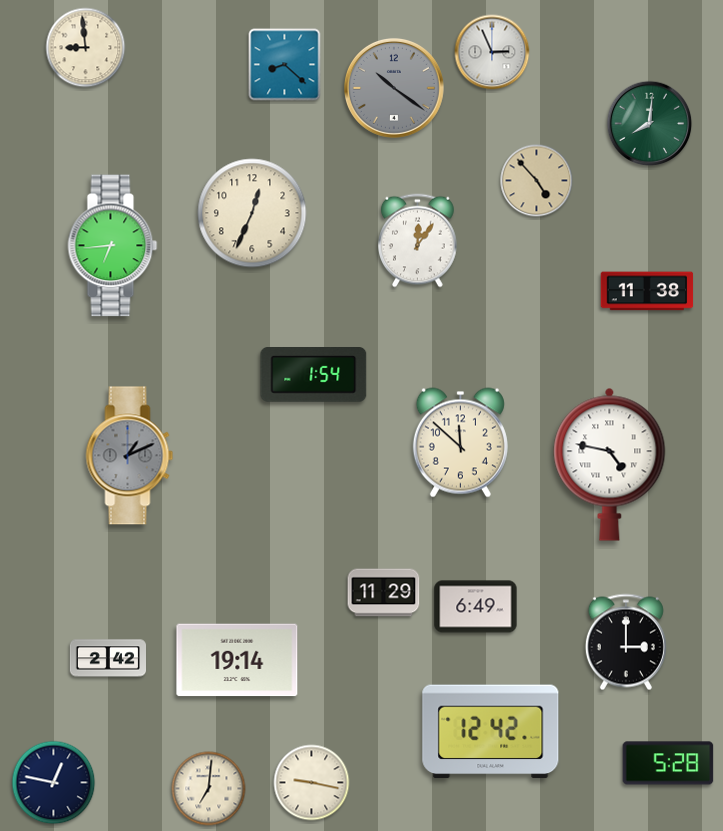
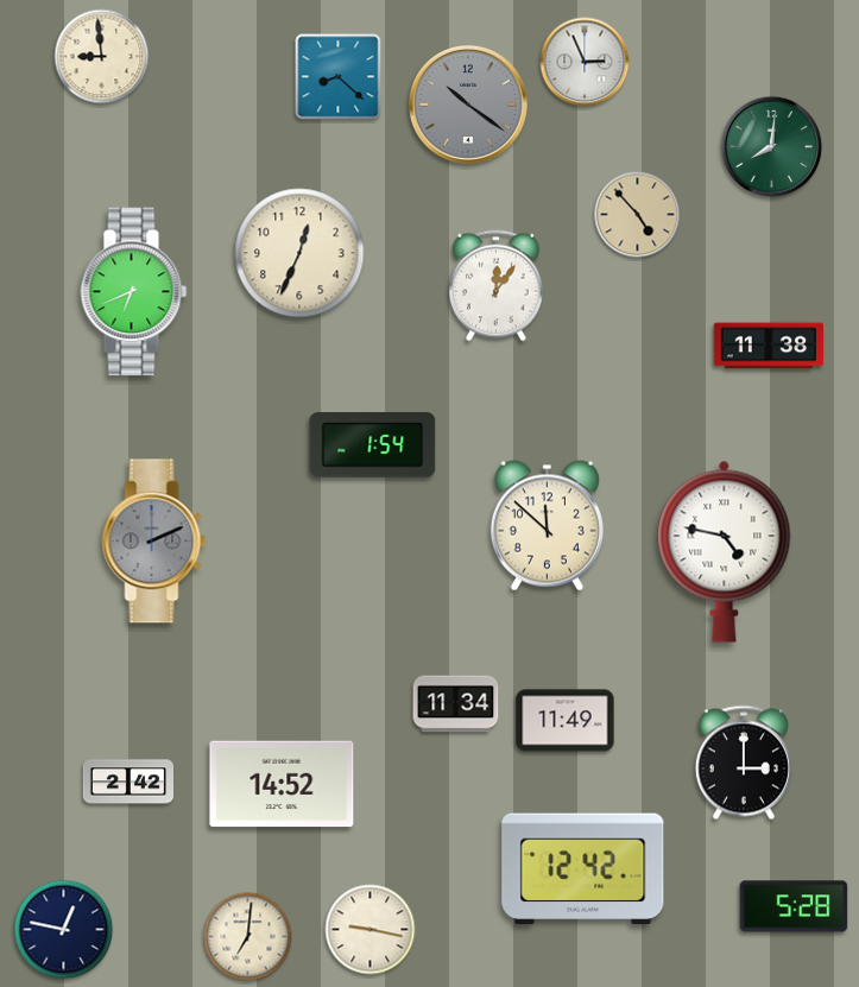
clock at (113, 246): 6:44 -> 6:41
clock at (130, 456): 1:11 -> 2:11
clock at (384, 593): 11:29 -> 11:34
clock at (476, 607): 6:49 -> 11:49
clock at (237, 660): 19:14 -> 14:52
